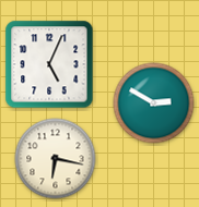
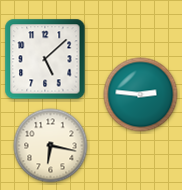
clock at (49, 64): 5:04 -> 5:08
clock at (154, 103): 2:50 -> 2:46
